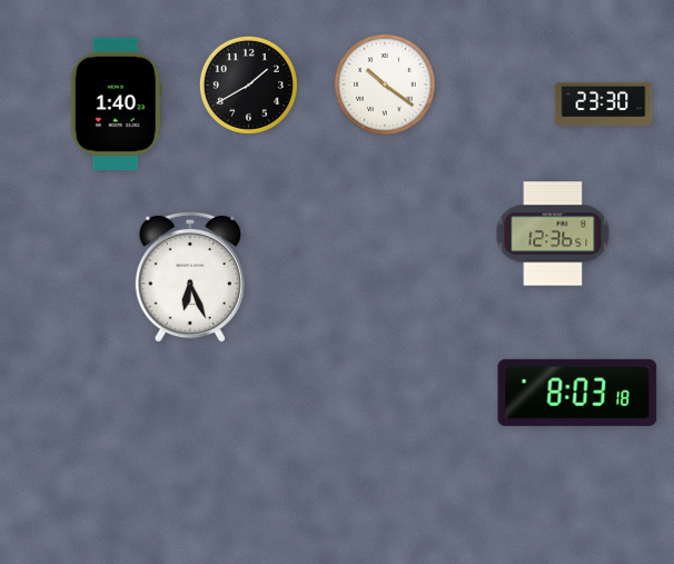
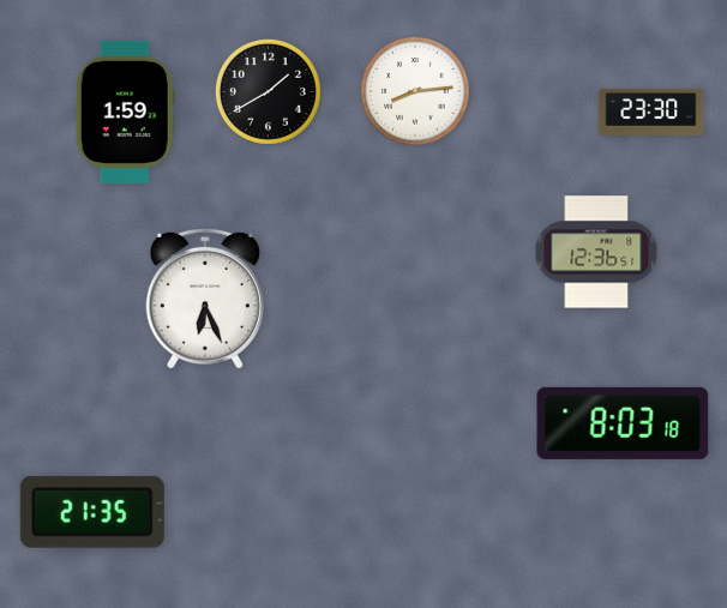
clock at (386, 86): 10:21 -> 8:14
clock at (116, 103): 1:40 -> 1:59
clock at (92, 512): none -> 21:35
